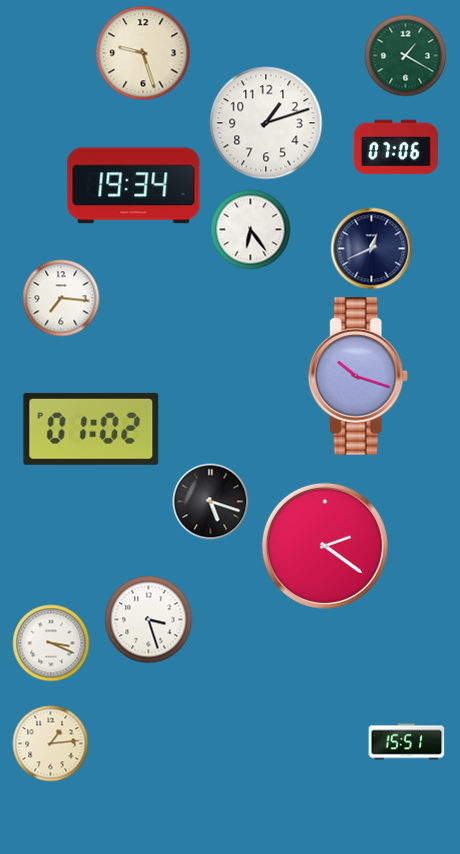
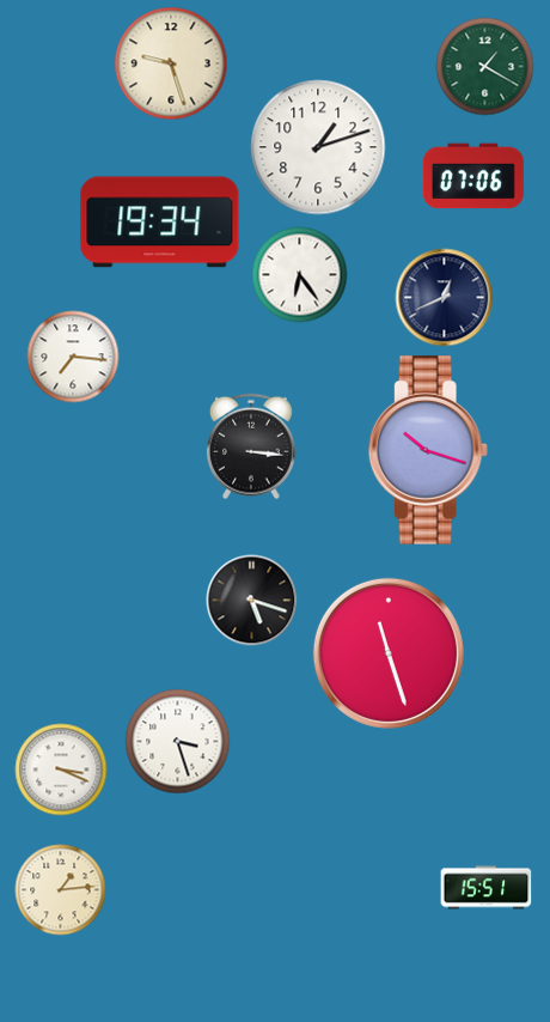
clock at (251, 446): none -> 3:16
clock at (91, 429): 01:02 -> none
clock at (325, 546): 2:21 -> 11:27
